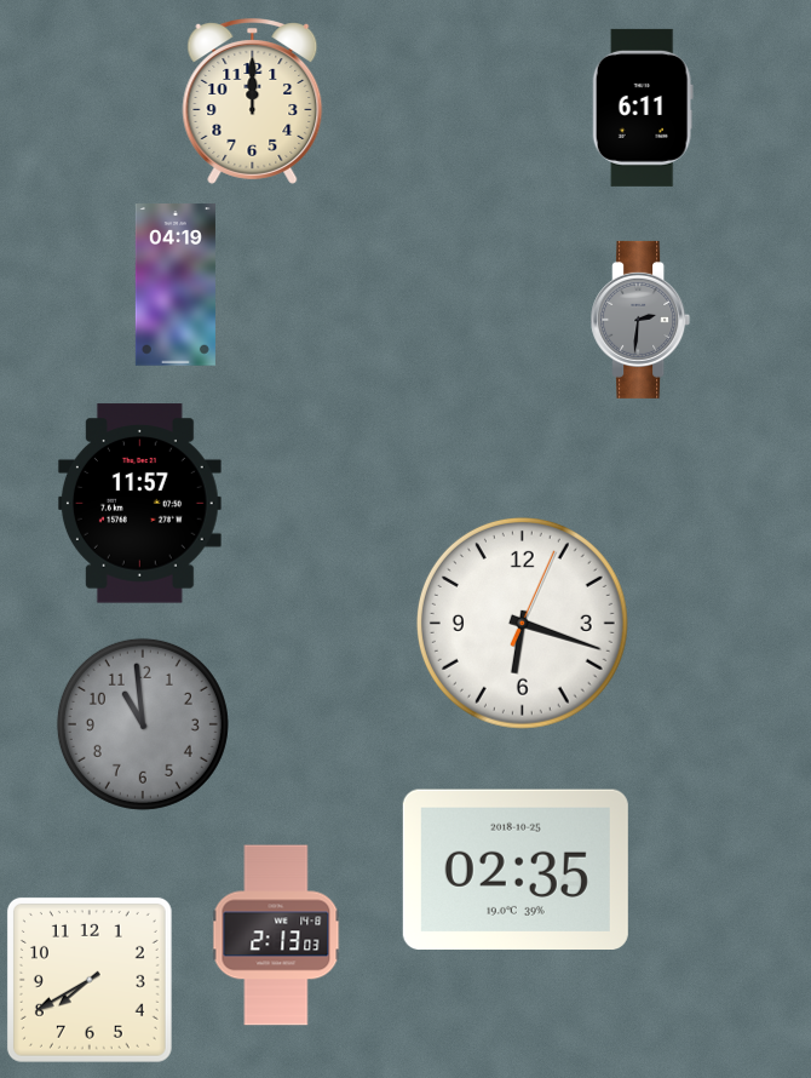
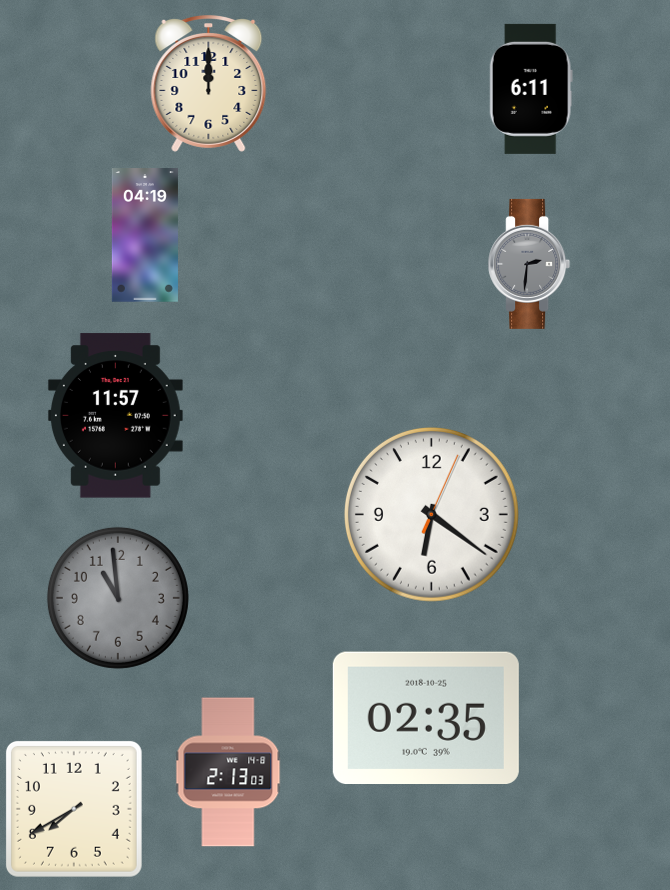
clock at (522, 623): 6:18 -> 6:21
